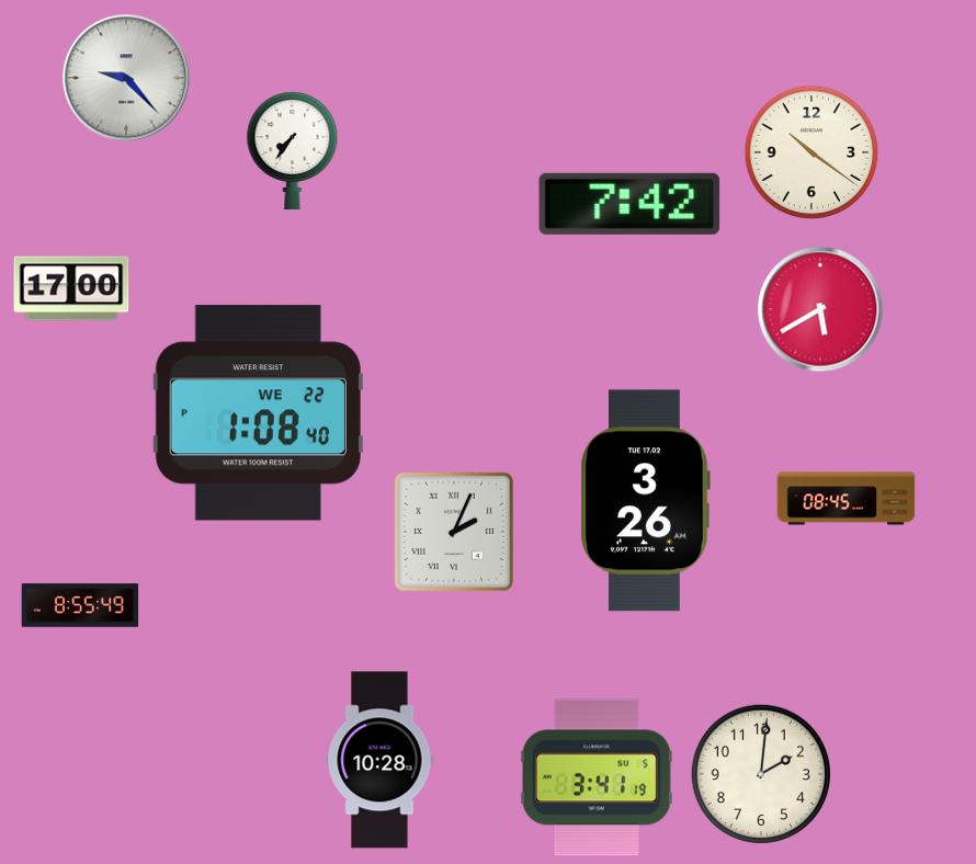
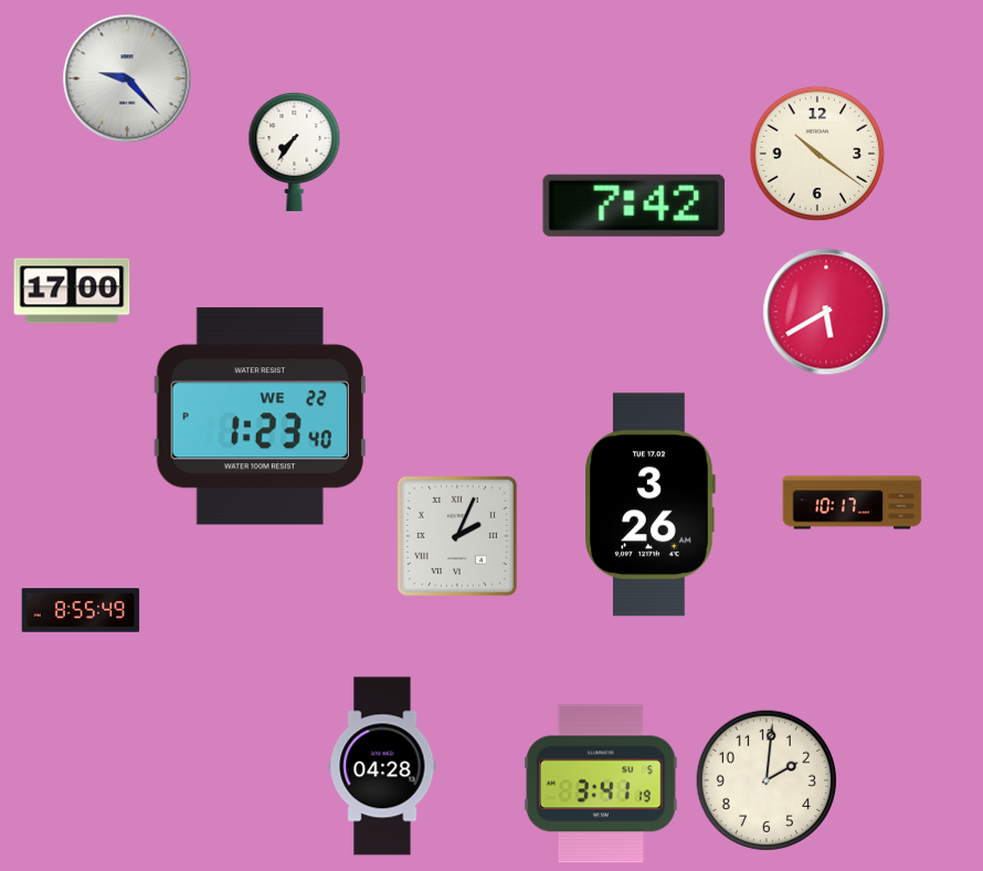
clock at (258, 413): 1:08 -> 1:23
clock at (847, 499): 08:45 -> 10:17
clock at (379, 760): 10:28 -> 04:28
